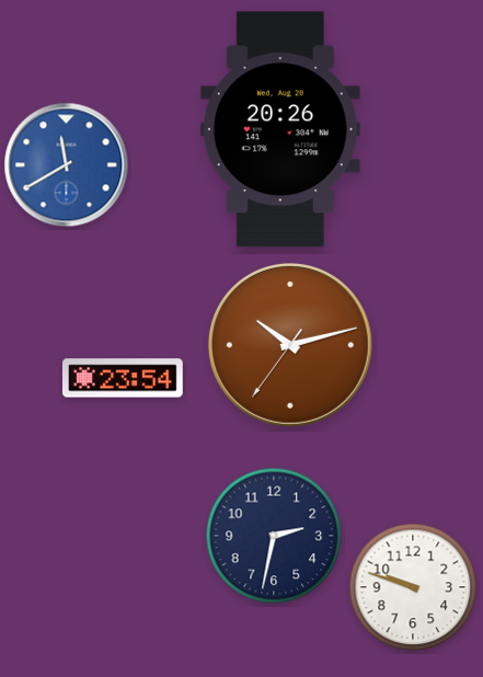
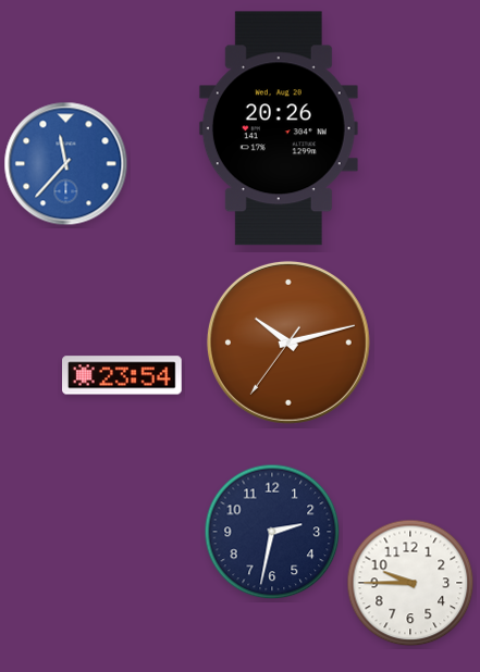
clock at (67, 165): 11:40 -> 11:37
clock at (413, 587): 9:48 -> 9:45
